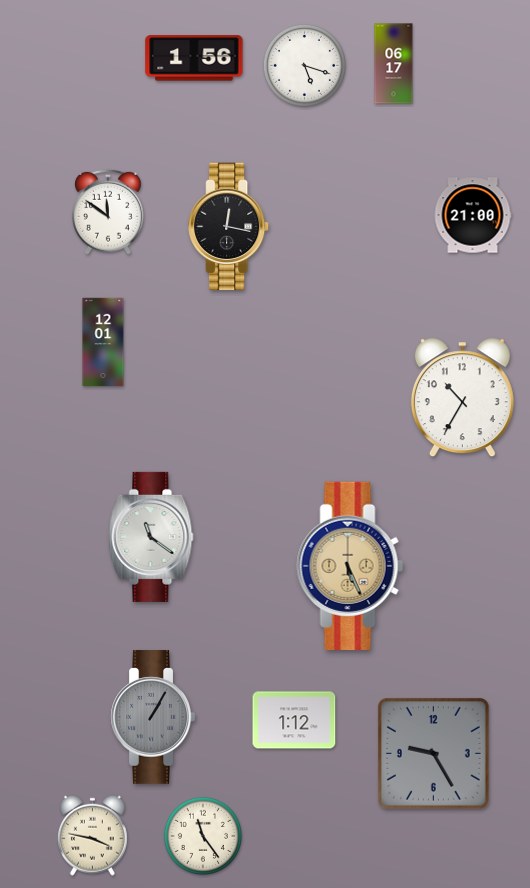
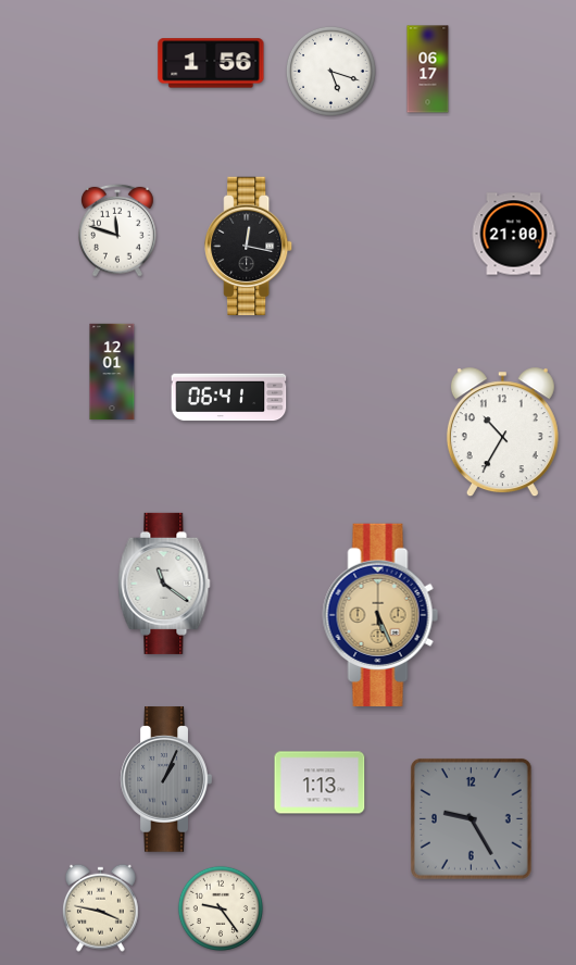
clock at (109, 212): 11:51 -> 11:48
clock at (229, 398): none -> 06:41
clock at (153, 717): 1:05 -> 1:04
clock at (294, 720): 1:12 -> 1:13
clock at (203, 836): 11:24 -> 9:24
